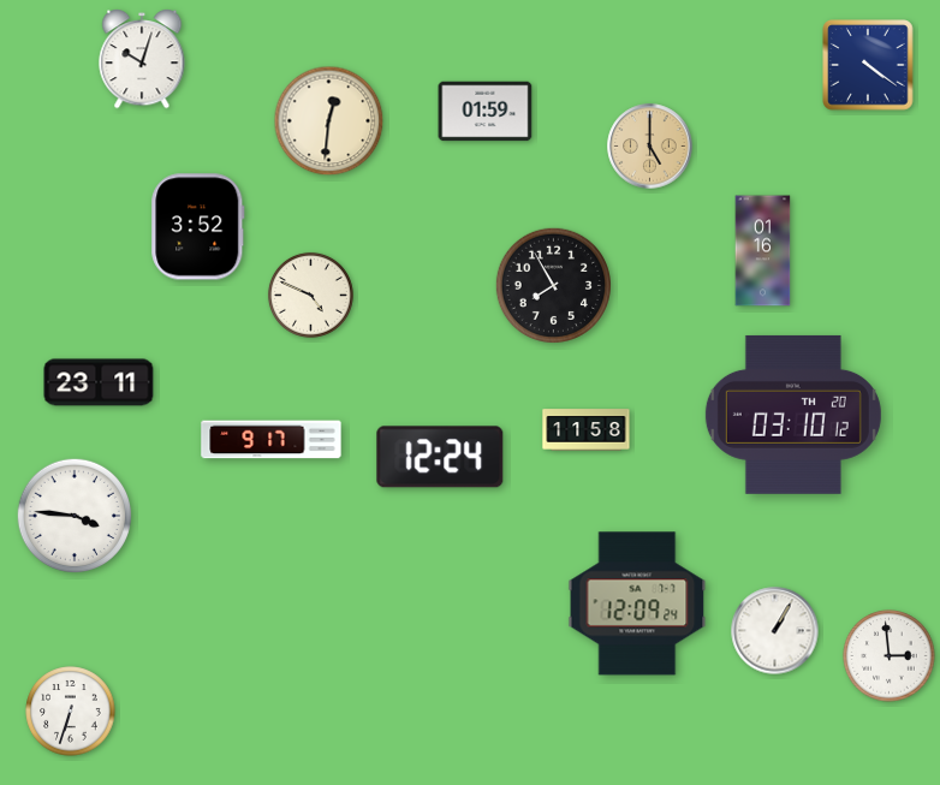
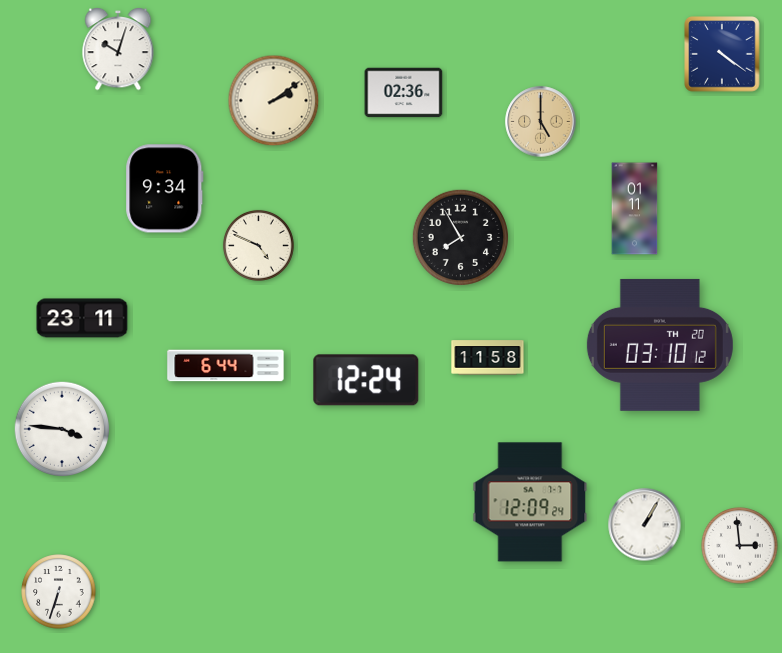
clock at (486, 112): 01:59 -> 02:36
clock at (329, 121): 12:31 -> 2:09
clock at (198, 227): 3:52 -> 9:34
clock at (763, 251): 01:16 -> 01:11
clock at (272, 440): 9:17 -> 6:44
